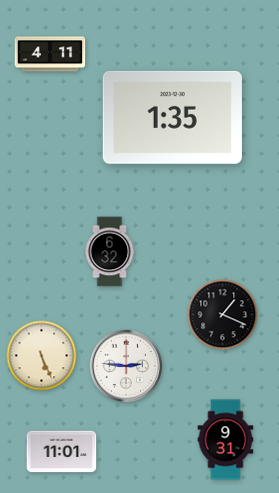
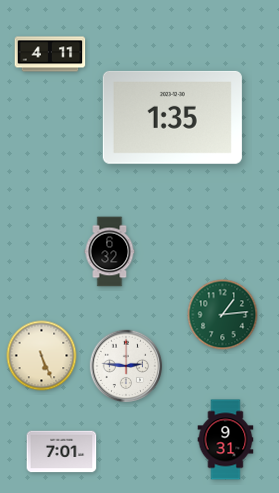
clock at (223, 315): 1:19 -> 1:14
clock at (223, 315) dial: black -> green
clock at (62, 452): 11:01 -> 7:01
